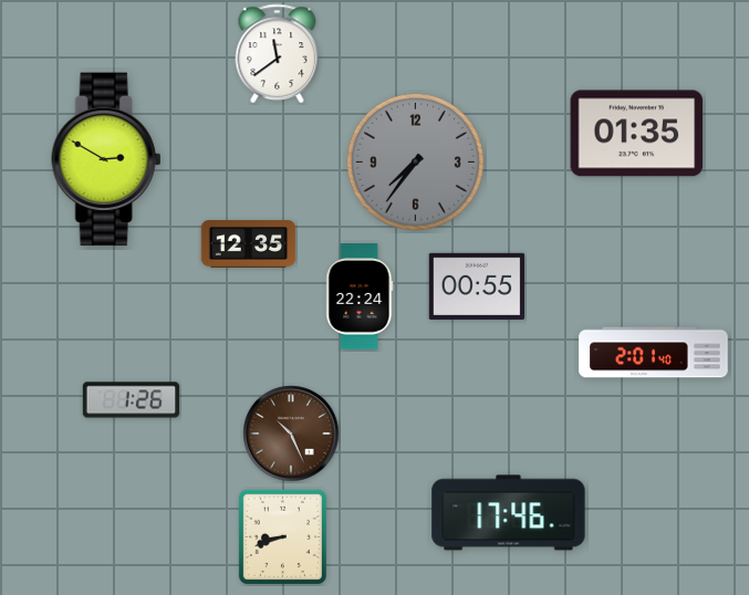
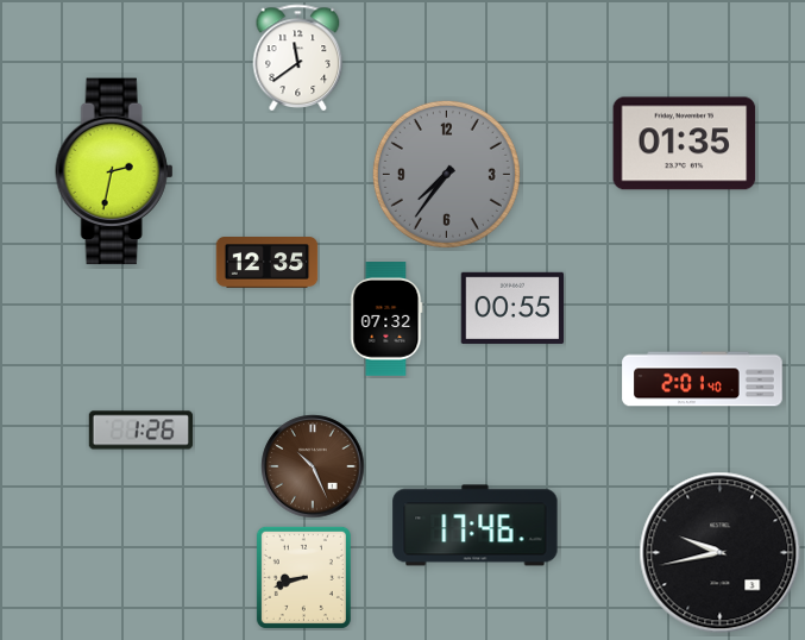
clock at (106, 159): 2:50 -> 2:32
clock at (360, 297): 22:24 -> 07:32
clock at (509, 513) position: (509, 513) -> (476, 526)
clock at (721, 553): none -> 9:43
